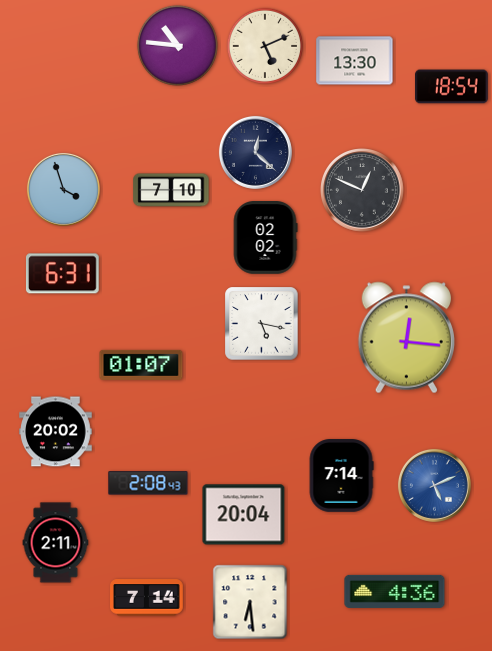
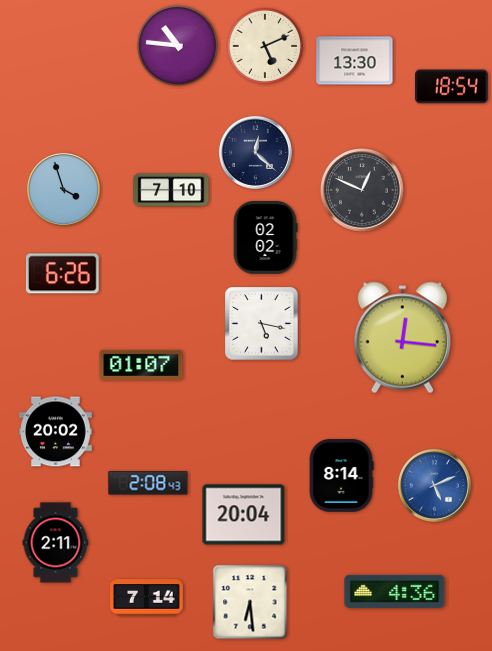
clock at (62, 274): 6:31 -> 6:26
clock at (406, 338) position: (406, 338) -> (402, 338)
clock at (341, 476): 7:14 -> 8:14
